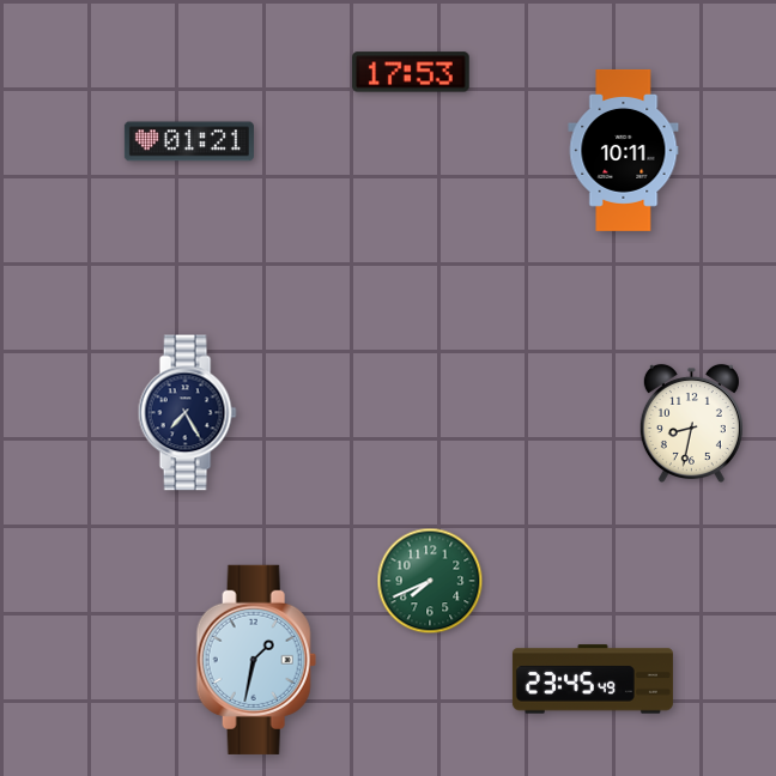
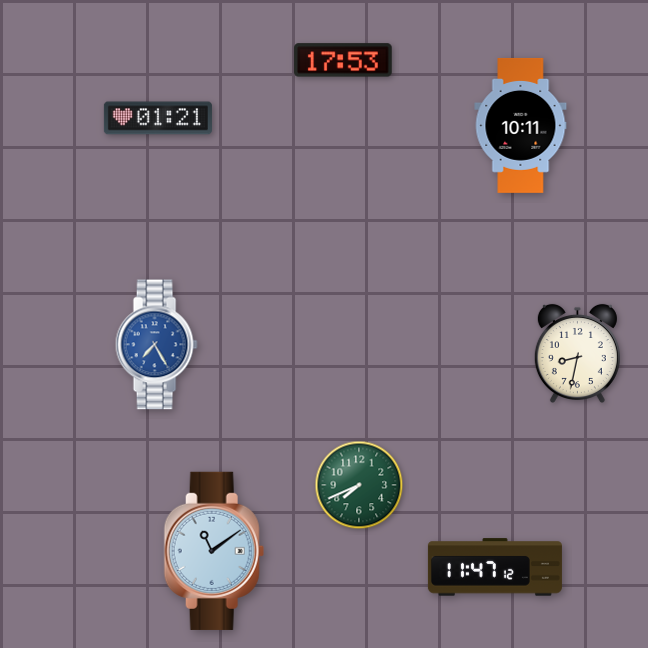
clock at (187, 413) dial: navy -> blue
clock at (256, 660): 1:32 -> 11:09
clock at (593, 679): 23:45 -> 11:47
